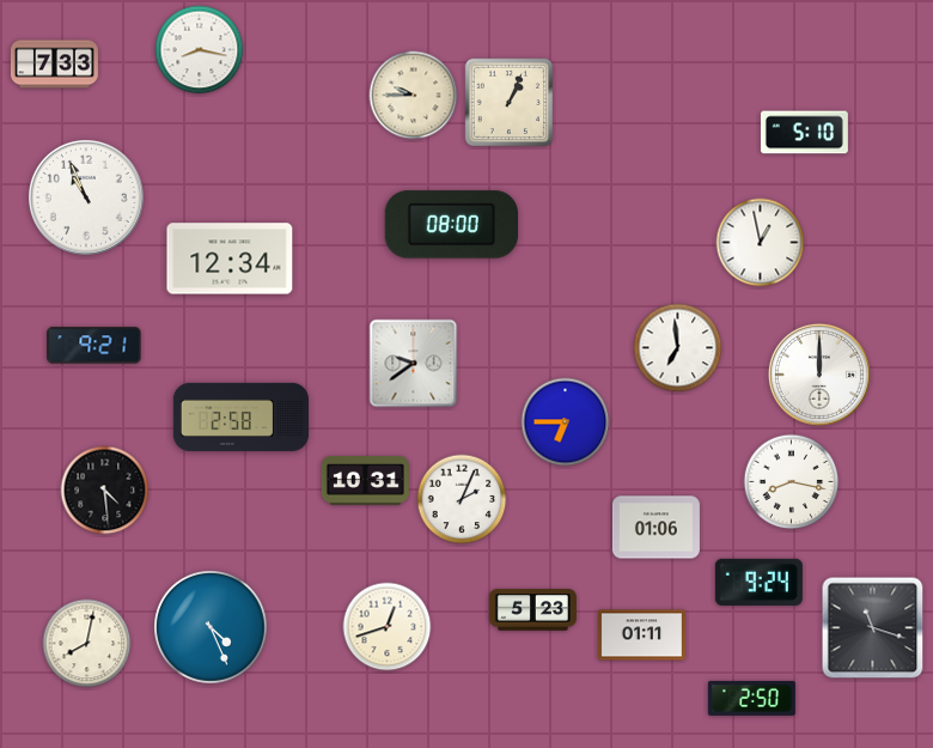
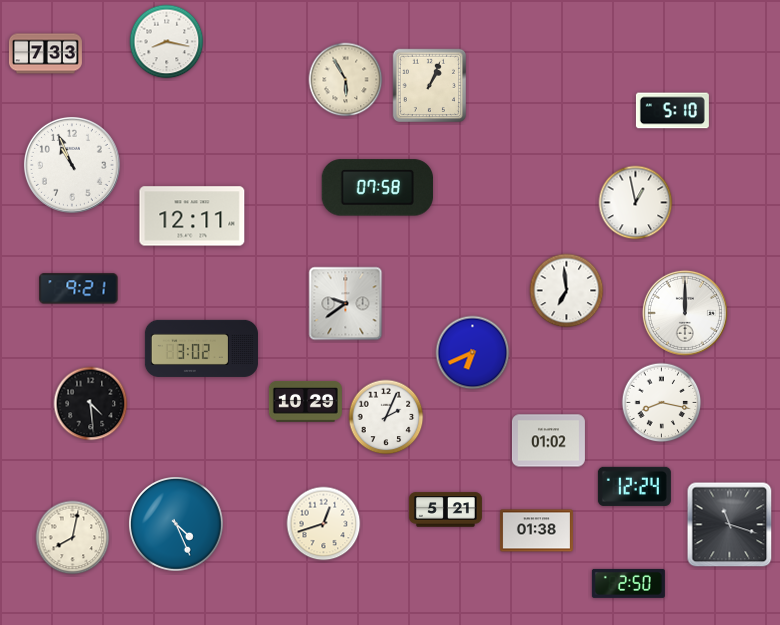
clock at (414, 96): 9:45 -> 5:55
clock at (510, 103) position: (510, 103) -> (430, 86)
clock at (451, 225): 08:00 -> 07:58
clock at (230, 259): 12:34 -> 12:11
clock at (240, 416): 2:58 -> 3:02
clock at (566, 422): 6:45 -> 6:41
clock at (365, 481): 10:31 -> 10:29
clock at (105, 491) position: (105, 491) -> (91, 404)
clock at (655, 528): 01:06 -> 01:02
clock at (758, 582): 9:24 -> 12:24
clock at (532, 610): 5:23 -> 5:21
clock at (641, 636): 01:11 -> 01:38
